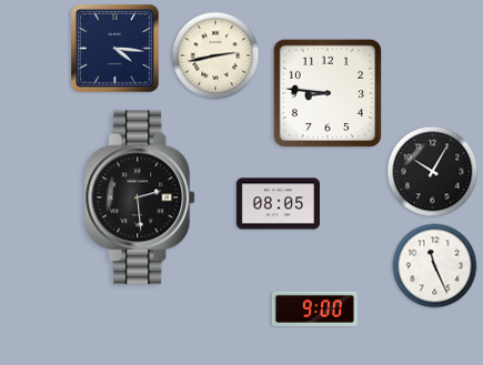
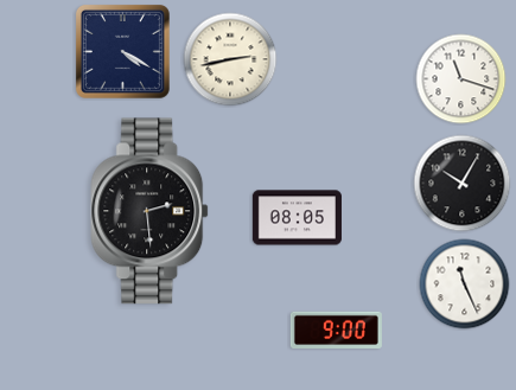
clock at (114, 48): 4:16 -> 4:20
clock at (461, 79): none -> 11:18
clock at (328, 93): 8:46 -> none
